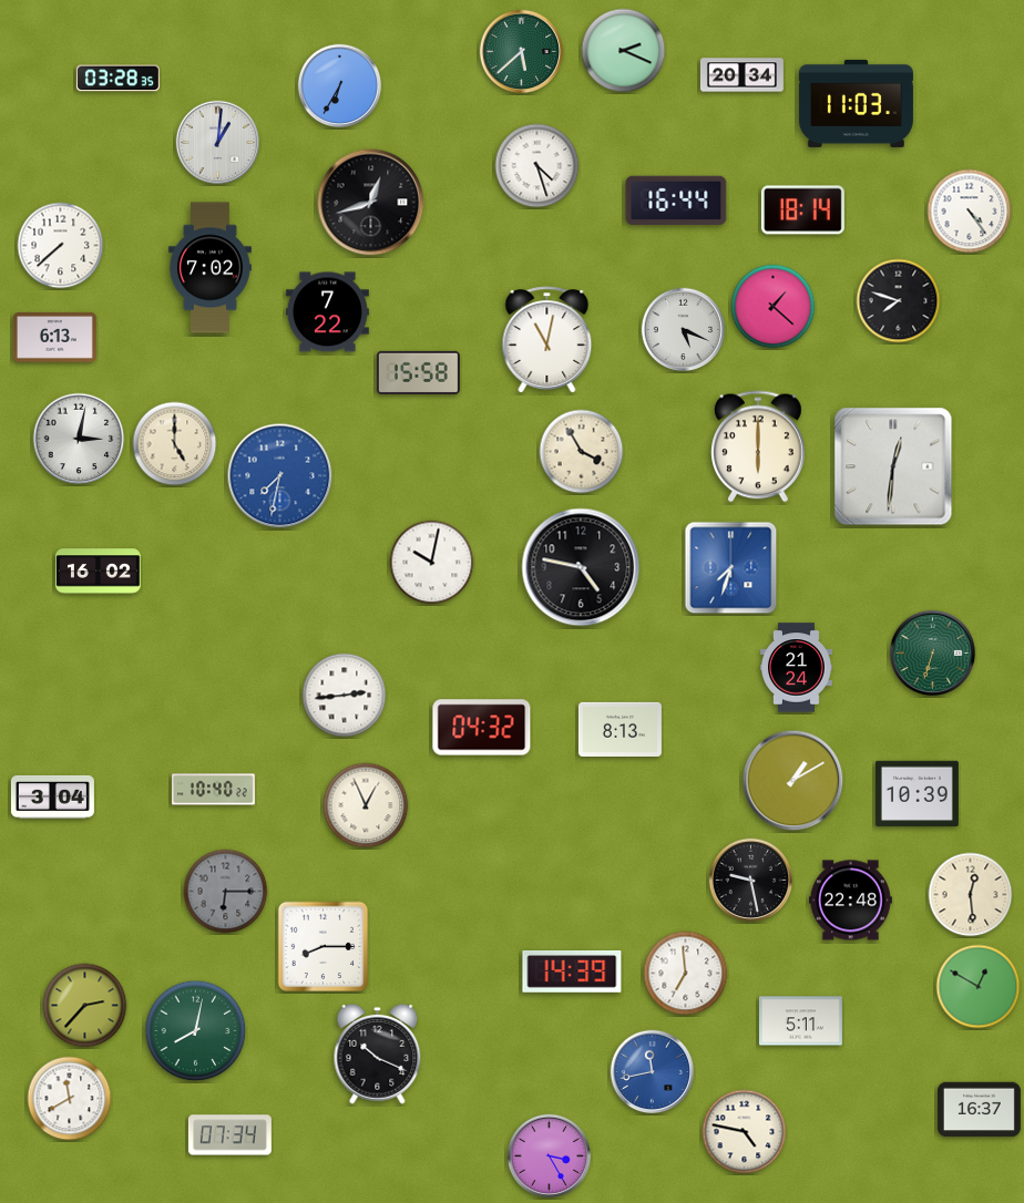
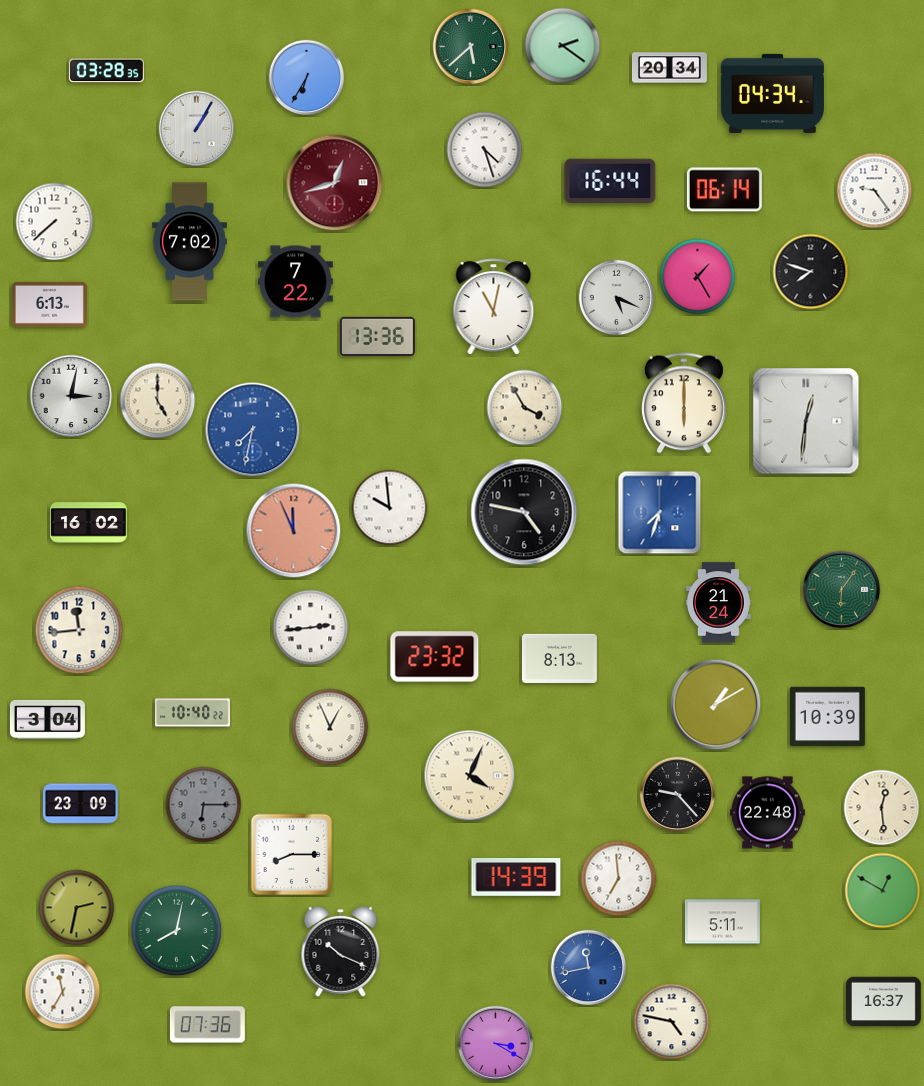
clock at (624, 51): 2:19 -> 2:21
clock at (856, 103): 11:03 -> 04:34
clock at (218, 143): 1:01 -> 1:05
clock at (371, 203) dial: black -> burgundy
clock at (802, 210): 18:14 -> 06:14
clock at (970, 212): 4:24 -> 9:24
clock at (774, 307): 1:22 -> 1:25
clock at (418, 372): 15:58 -> 13:36
clock at (432, 563): 10:02 -> 9:59
clock at (99, 572) position: (99, 572) -> (89, 523)
clock at (294, 531): none -> 11:56
clock at (933, 654): 6:33 -> 6:06
clock at (79, 630): none -> 11:44
clock at (482, 728): 04:32 -> 23:32
clock at (470, 776): none -> 4:04
clock at (751, 881): 9:28 -> 9:23
clock at (80, 804): none -> 23:09
clock at (971, 895) position: (971, 895) -> (882, 808)
clock at (85, 1006): 2:37 -> 2:32
clock at (70, 1099): 11:40 -> 11:35
clock at (229, 1135): 07:34 -> 07:36
clock at (550, 1156): 3:25 -> 3:20
